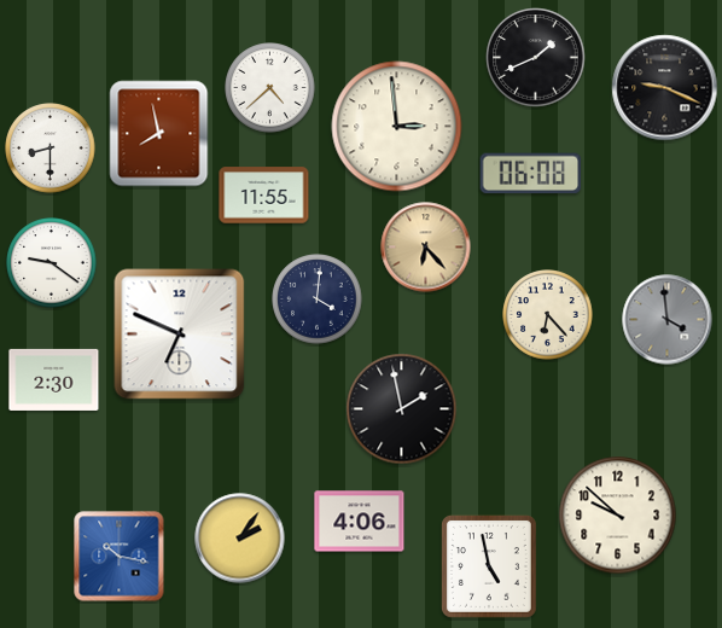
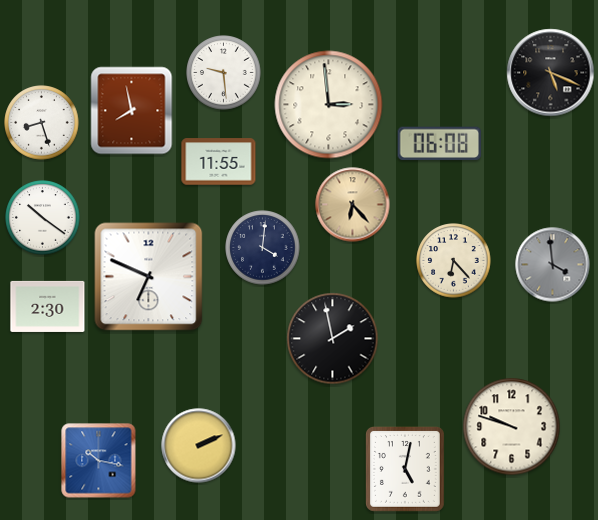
clock at (536, 58): 1:41 -> none
clock at (270, 88): 4:38 -> 9:29
clock at (665, 88): 9:19 -> 5:19
clock at (51, 149): 8:30 -> 8:27
clock at (52, 263): 9:21 -> 10:21
clock at (54, 379) position: (54, 379) -> (48, 306)
clock at (618, 516): 9:52 -> 9:48
clock at (360, 522): 4:06 -> none
clock at (240, 539): 2:06 -> 2:11
clock at (489, 566): 4:58 -> 5:02
